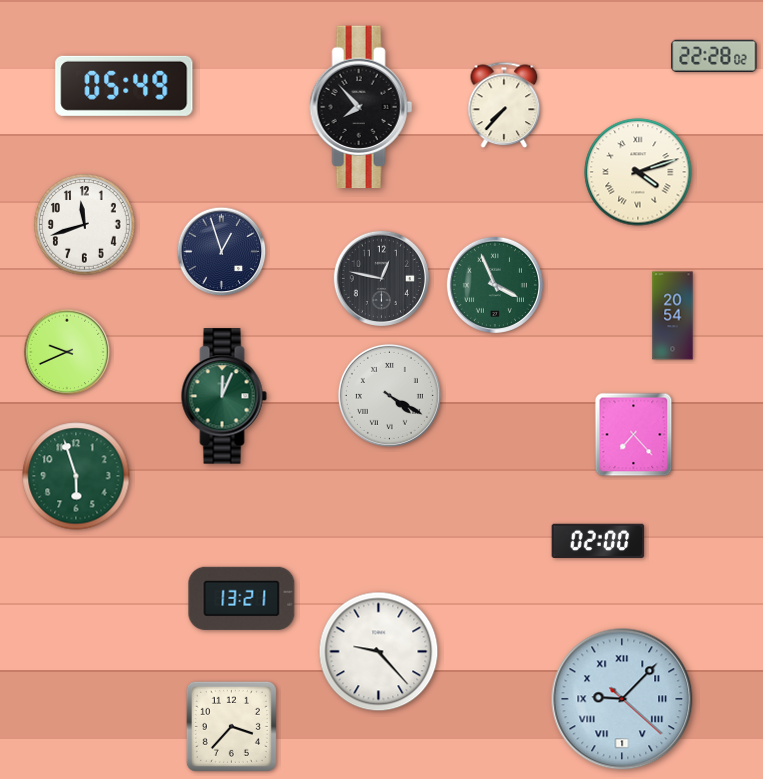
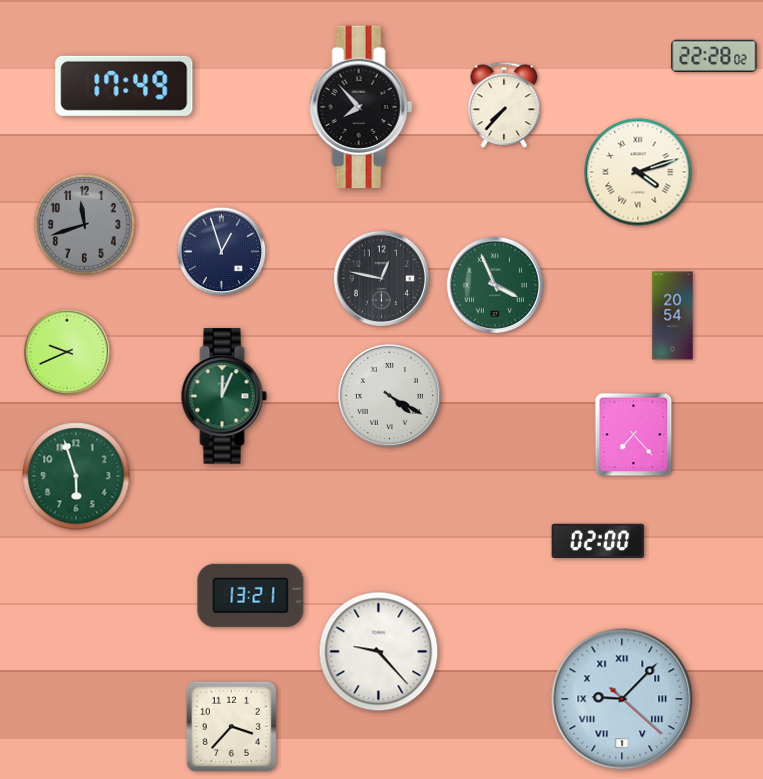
clock at (124, 86): 05:49 -> 17:49
clock at (85, 225) dial: white -> grey
clock at (242, 598) position: (242, 598) -> (251, 595)
